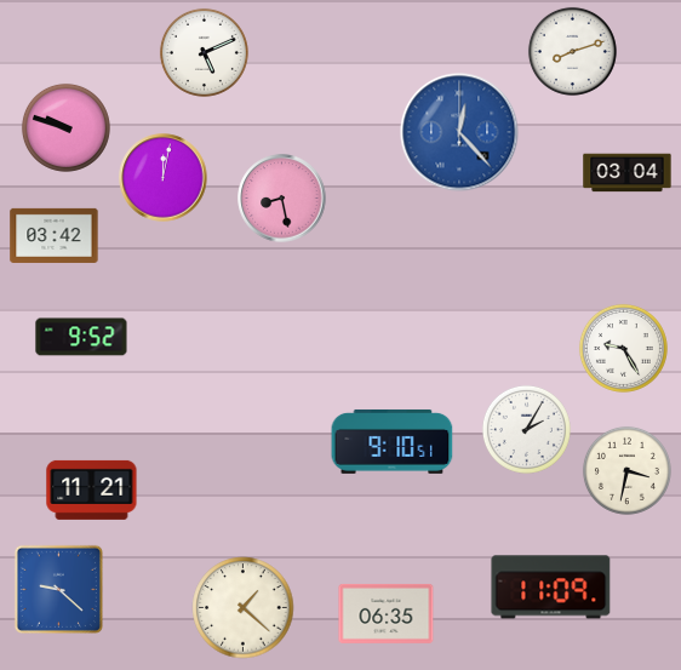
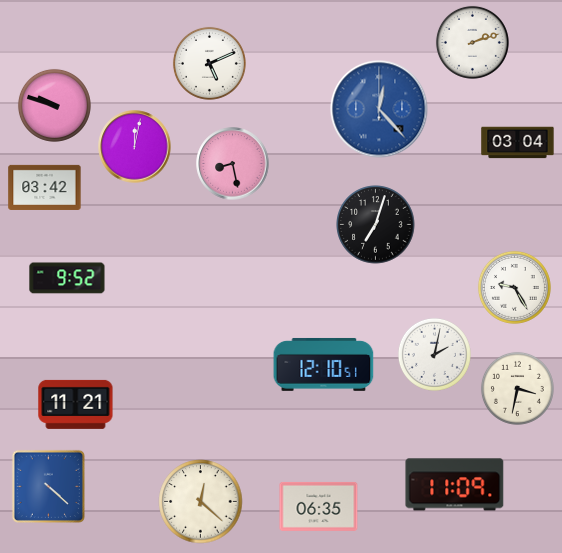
clock at (572, 51): 8:12 -> 2:12
clock at (204, 52) position: (204, 52) -> (209, 63)
clock at (55, 235) position: (55, 235) -> (45, 187)
clock at (376, 225): none -> 7:03
clock at (526, 429): 2:05 -> 2:02
clock at (393, 441): 9:10 -> 12:10
clock at (58, 589): 9:22 -> 4:22
clock at (244, 608): 1:22 -> 12:22
